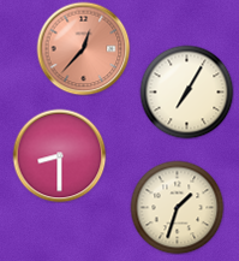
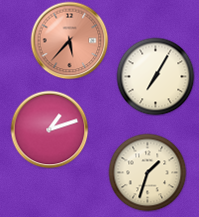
clock at (83, 48): 12:37 -> 5:37
clock at (59, 155): 8:30 -> 1:12
